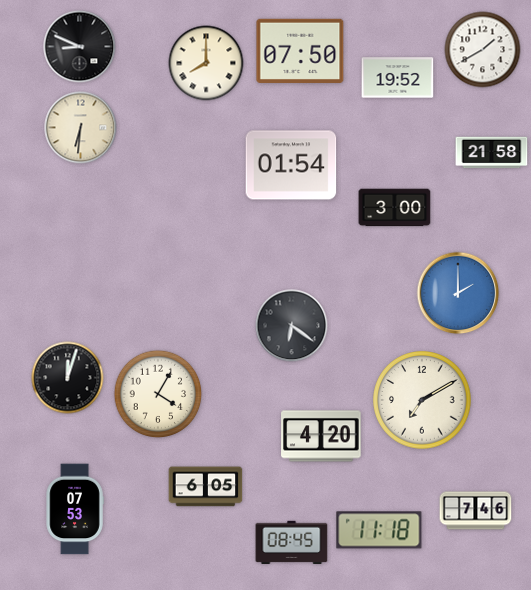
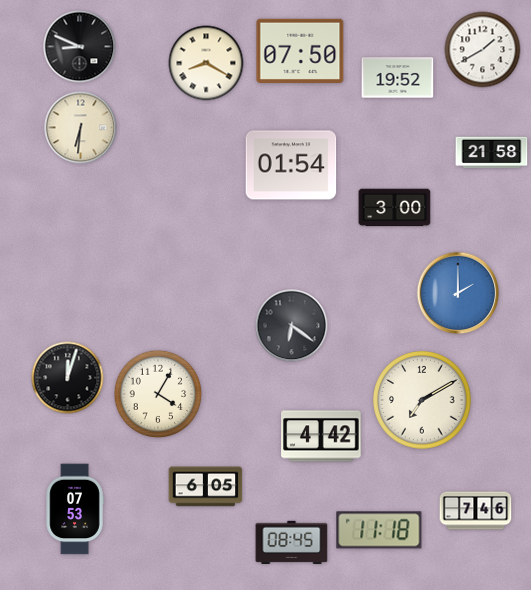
clock at (206, 63): 8:00 -> 8:20
clock at (321, 436): 4:20 -> 4:42
